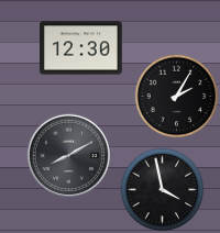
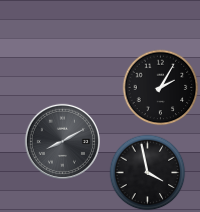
clock at (81, 48): 12:30 -> none
